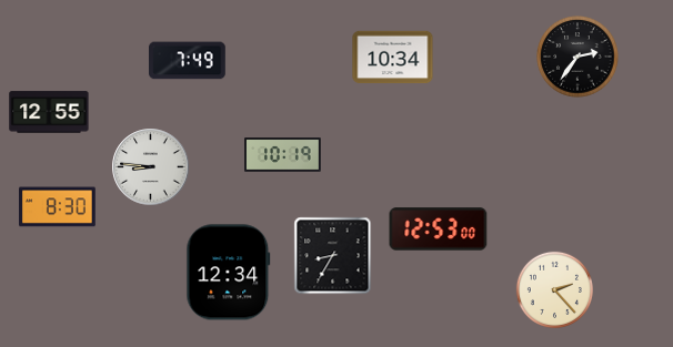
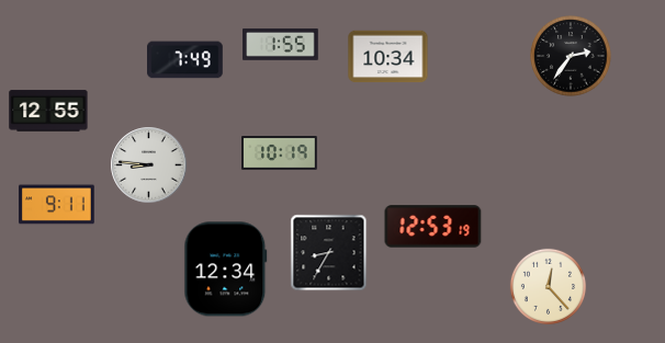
clock at (281, 44): none -> 1:55
clock at (58, 207): 8:30 -> 9:11
clock at (439, 229): 12:53:00 -> 12:53:19
clock at (554, 289): 2:23 -> 12:23
